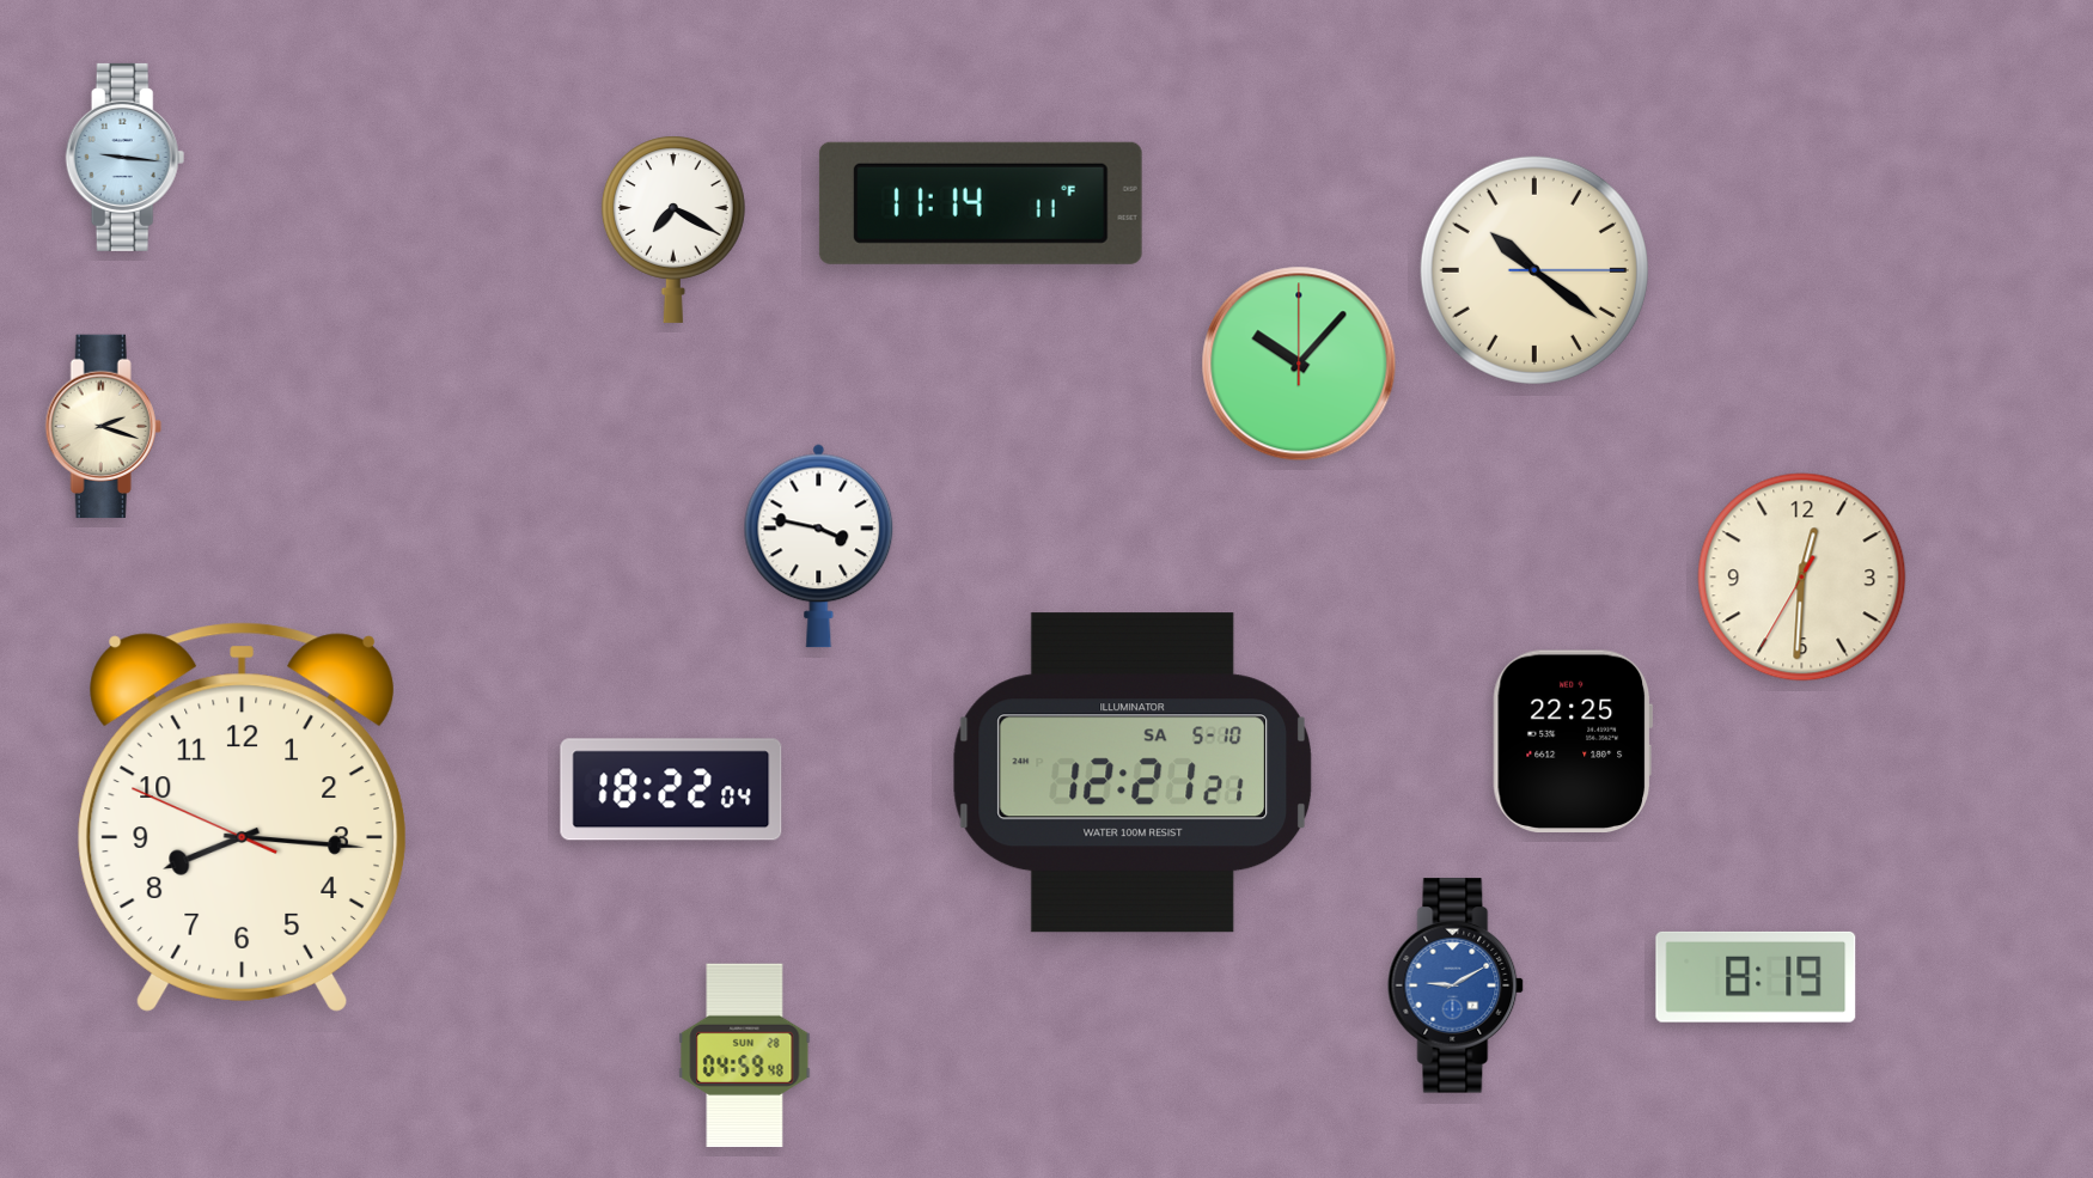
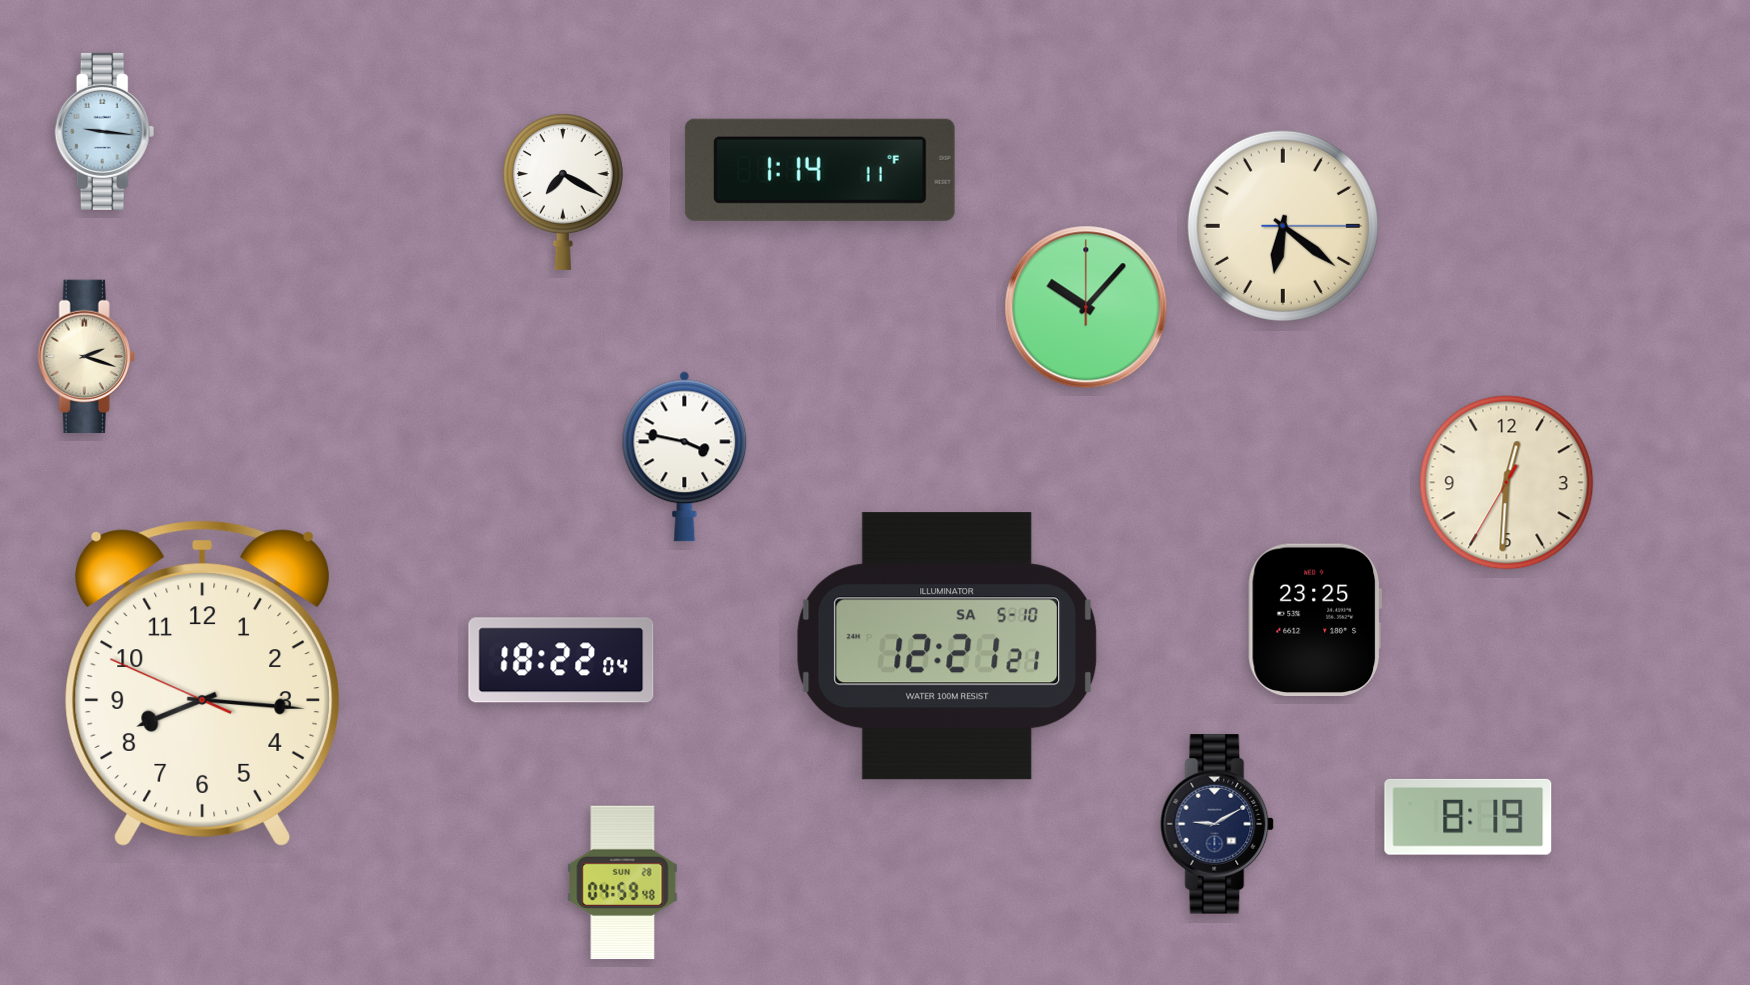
clock at (981, 203): 11:14 -> 1:14
clock at (1534, 270): 10:21 -> 6:21
clock at (1299, 364) position: (1299, 364) -> (1086, 307)
clock at (1572, 740): 22:25 -> 23:25
clock at (1456, 985) dial: blue -> navy
